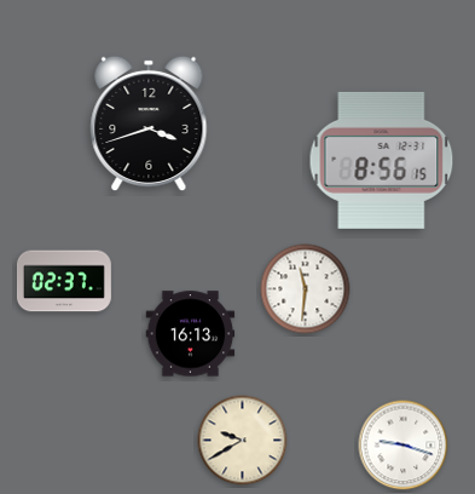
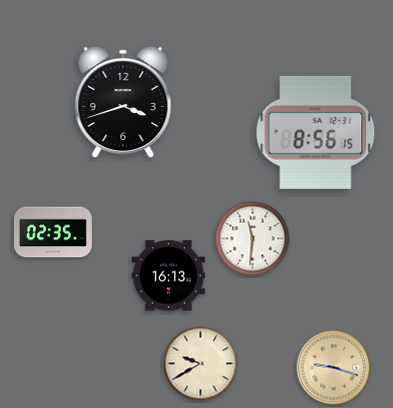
clock at (64, 281): 02:37 -> 02:35
clock at (191, 334) position: (191, 334) -> (169, 276)
clock at (404, 446) dial: white -> champagne
